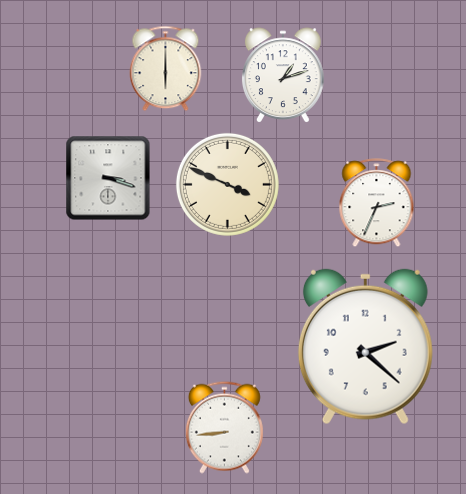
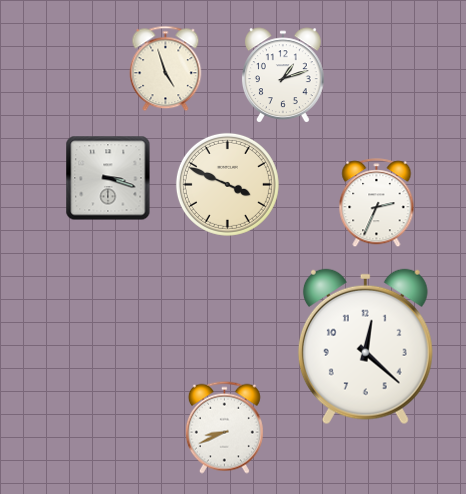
clock at (166, 69): 6:00 -> 4:57
clock at (365, 347): 2:22 -> 12:22
clock at (224, 427): 8:44 -> 8:41
